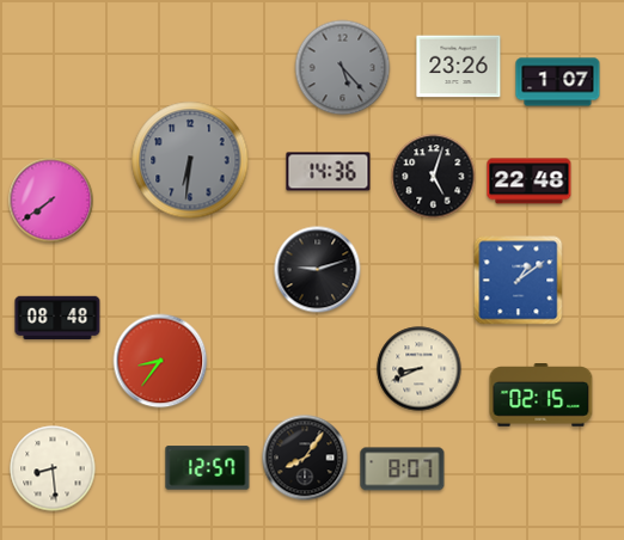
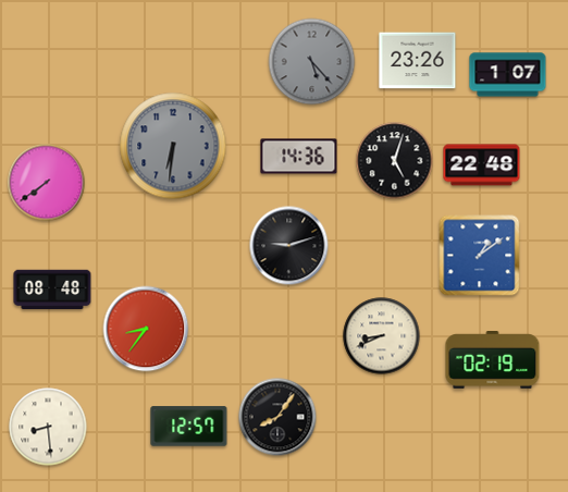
clock at (519, 281) position: (519, 281) -> (480, 256)
clock at (542, 395): 02:15 -> 02:19
clock at (403, 470): 8:07 -> none
